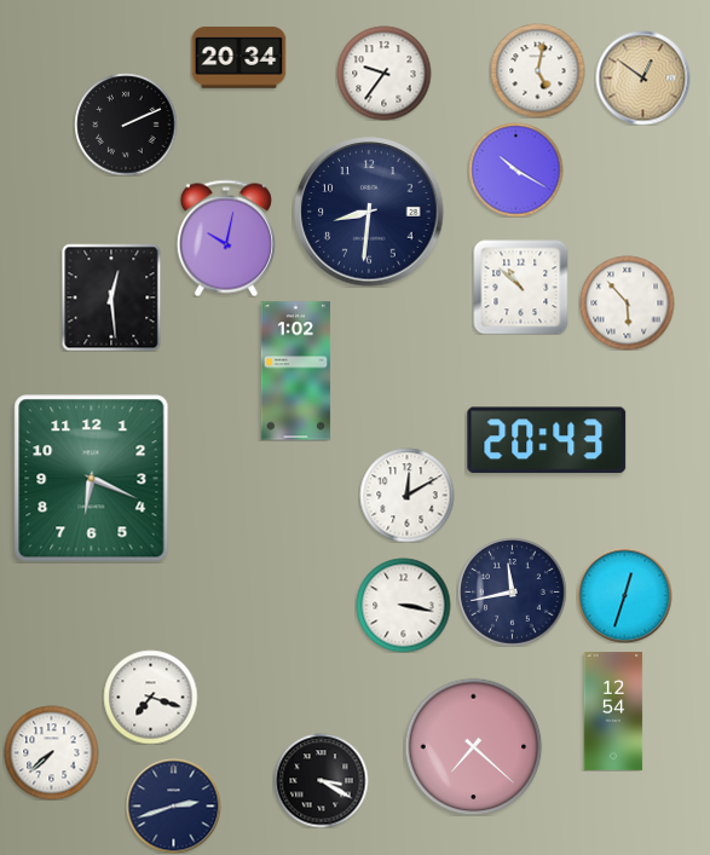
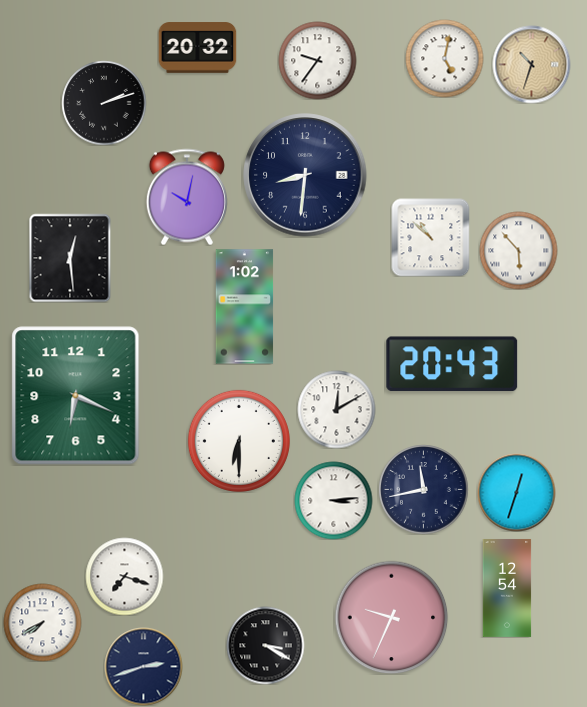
clock at (238, 58): 20:34 -> 20:32
clock at (642, 77): 12:51 -> 10:33
clock at (126, 125): 2:11 -> 2:12
clock at (515, 169): 10:20 -> none
clock at (111, 297) position: (111, 297) -> (70, 258)
clock at (239, 441): none -> 6:30
clock at (403, 605): 3:17 -> 3:14
clock at (473, 746): 7:22 -> 9:34
clock at (51, 752): 7:38 -> 7:40
